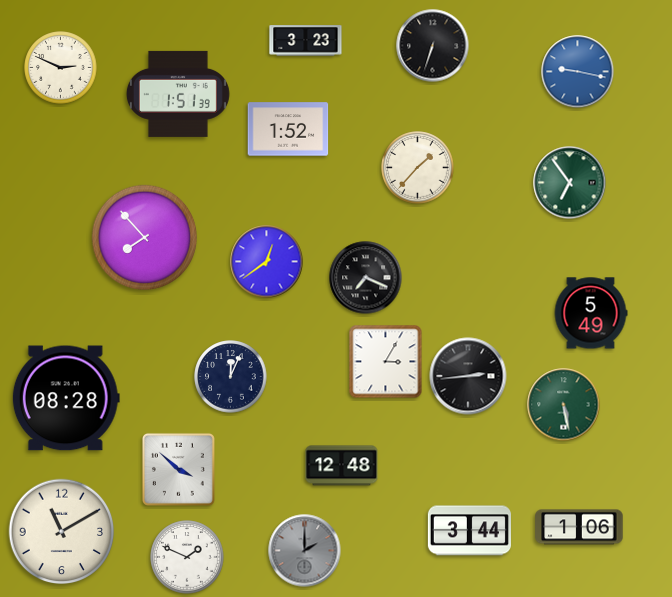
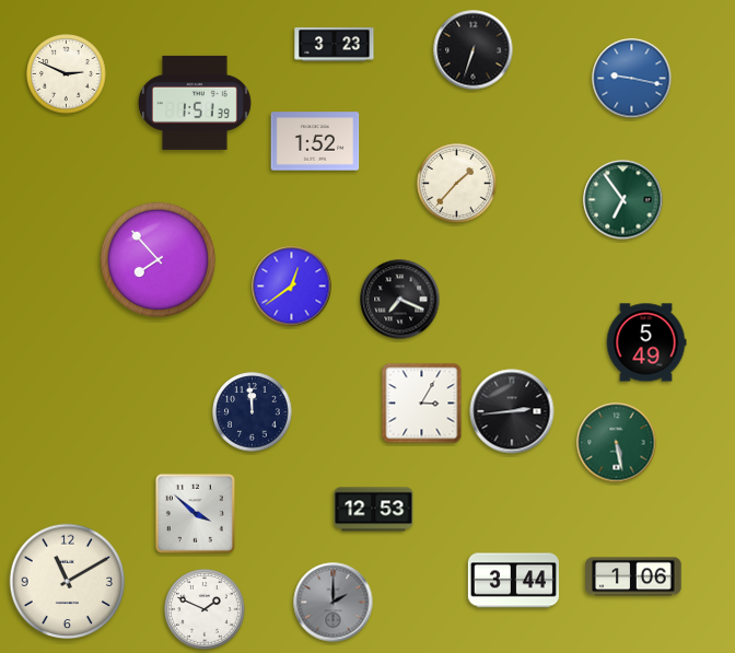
clock at (366, 278) position: (366, 278) -> (400, 300)
clock at (386, 362) position: (386, 362) -> (422, 404)
clock at (231, 377): 12:04 -> 11:59
clock at (66, 398): 08:28 -> none
clock at (342, 466): 12:48 -> 12:53
